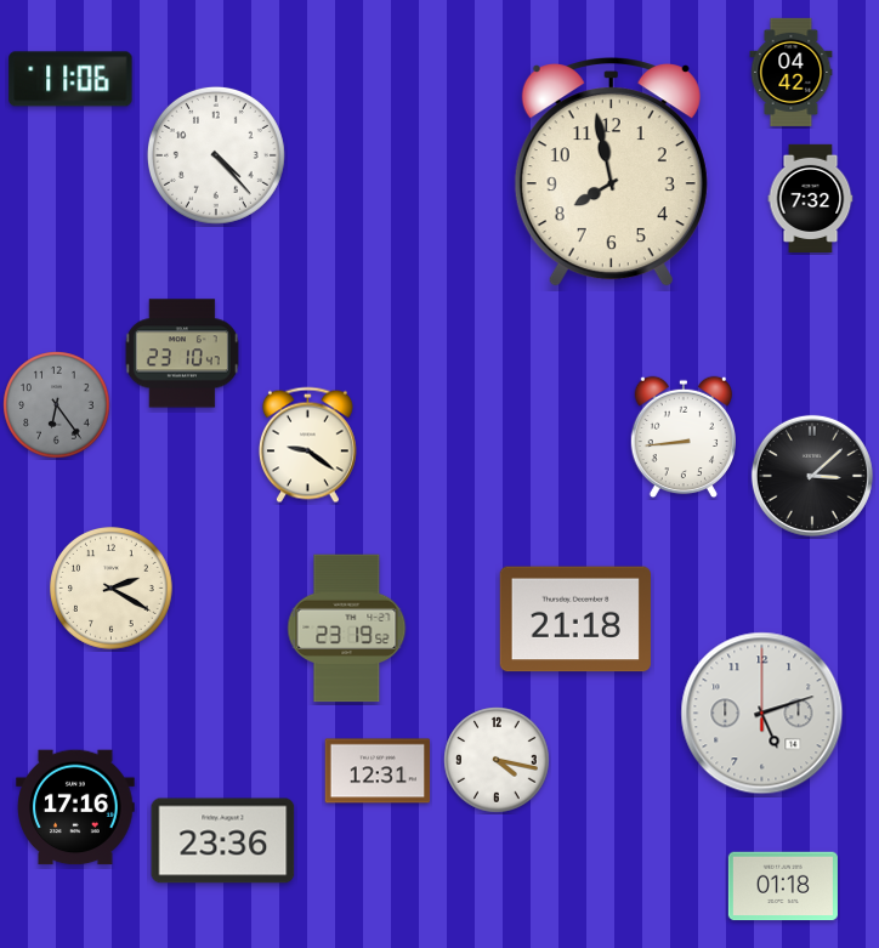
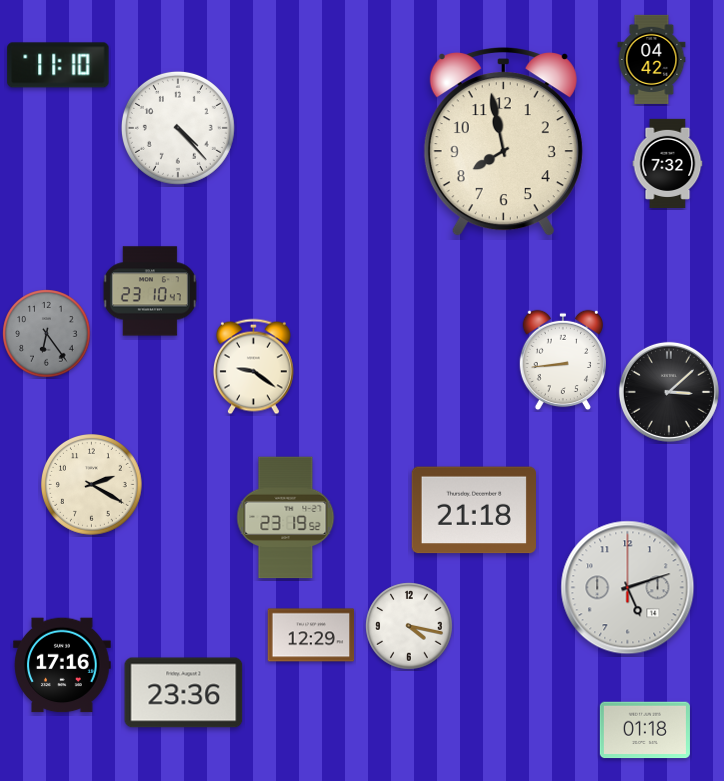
clock at (70, 79): 11:06 -> 11:10
clock at (378, 771): 12:31 -> 12:29
